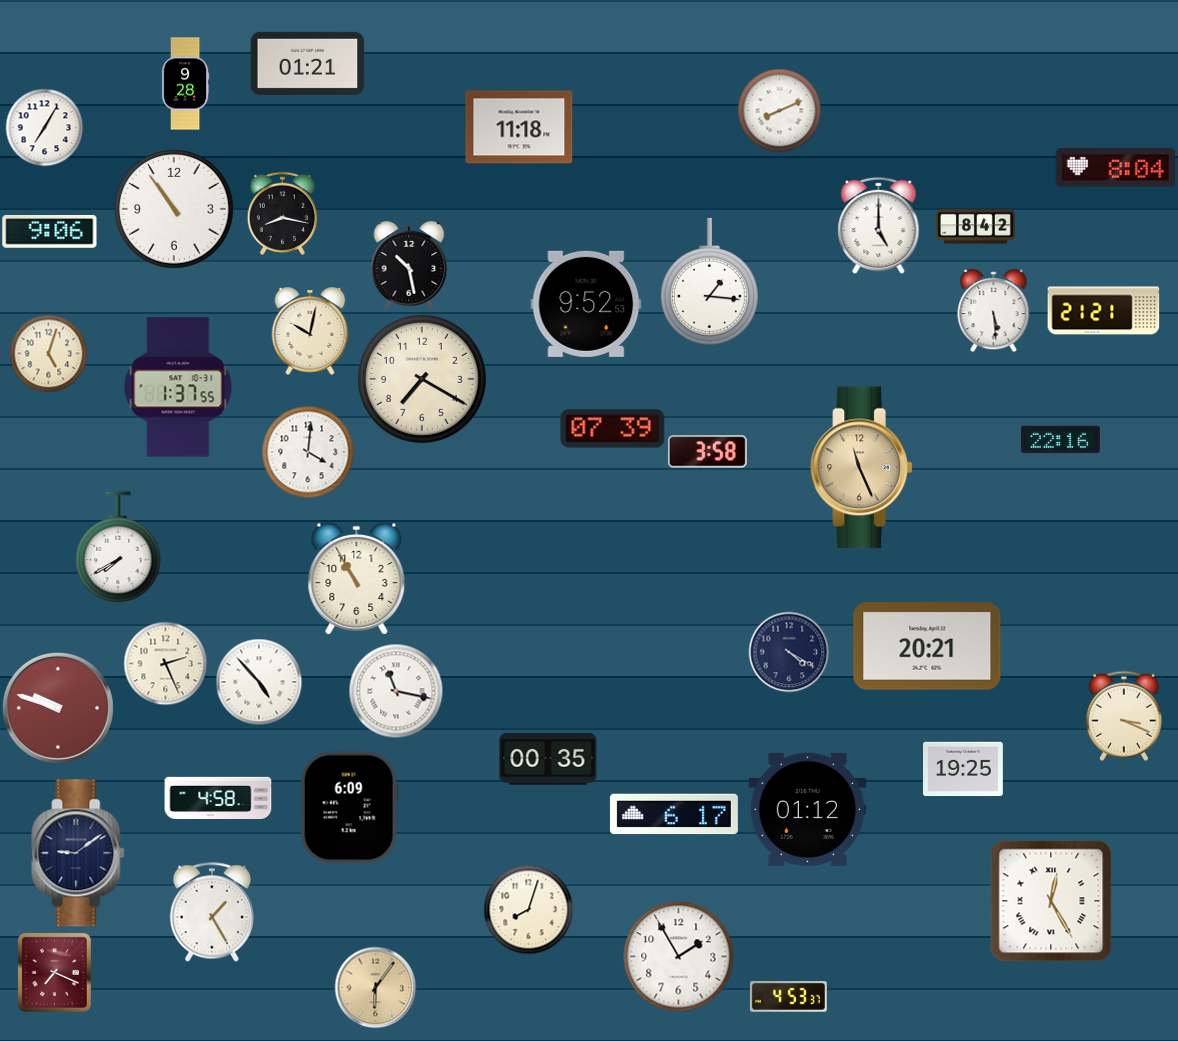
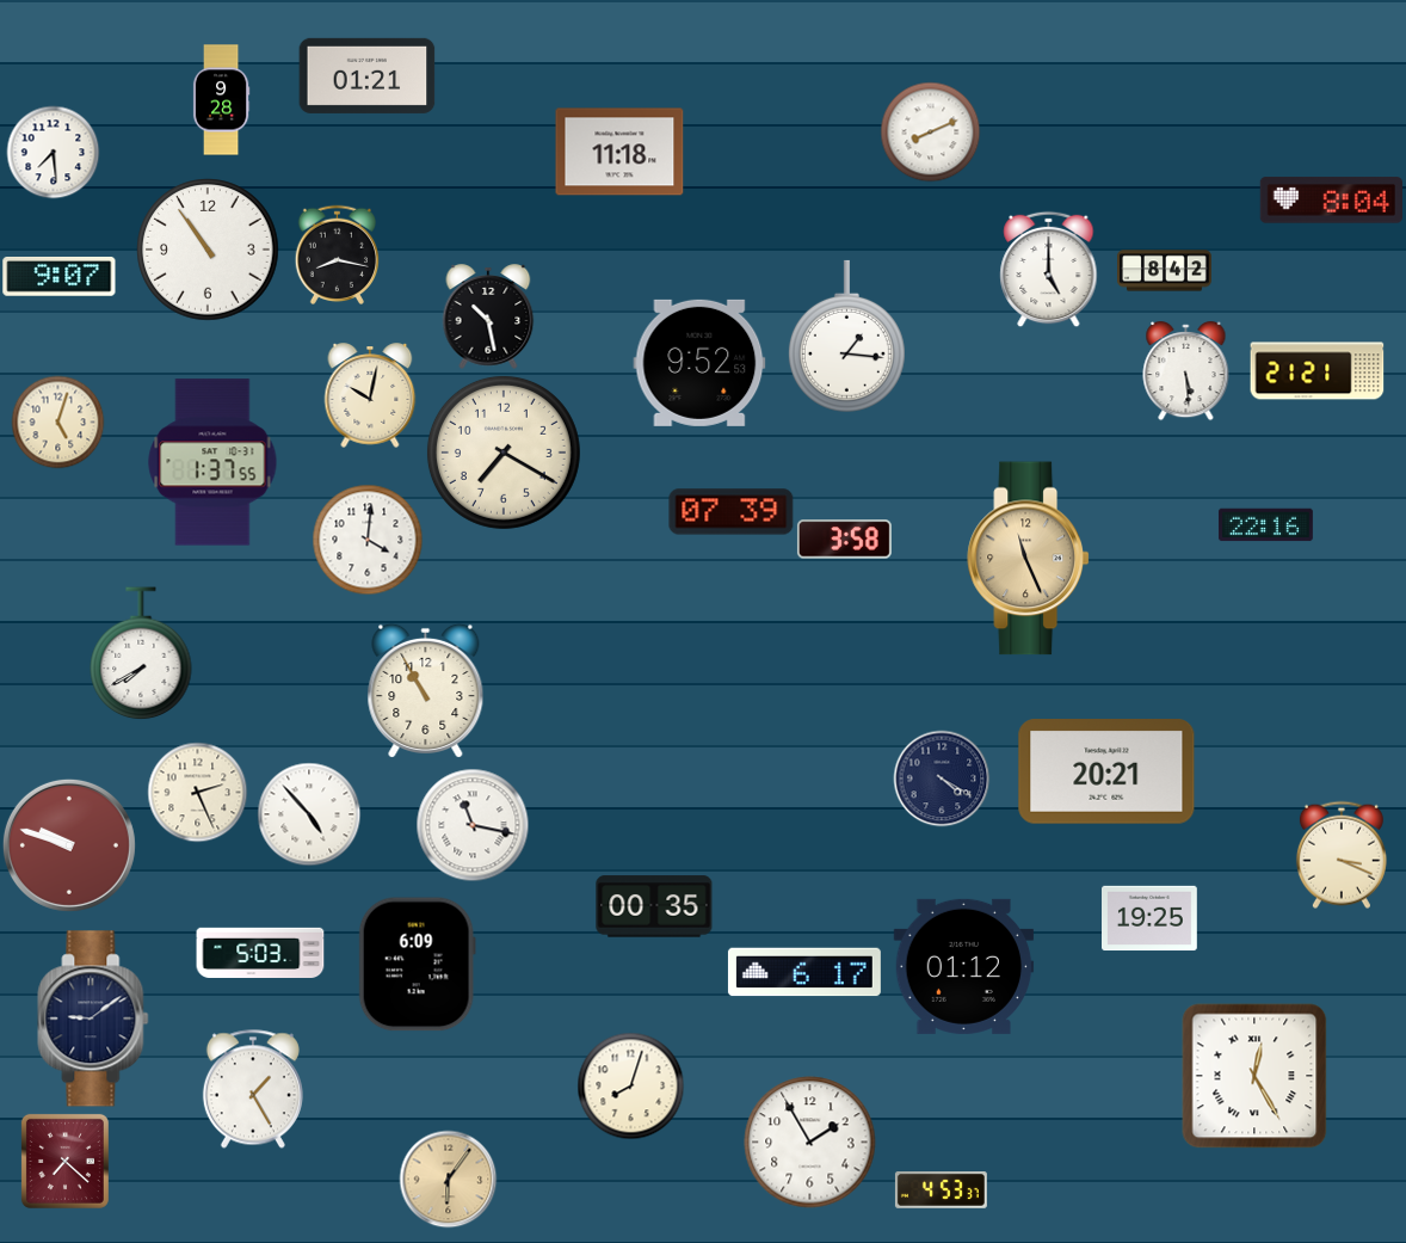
clock at (44, 127): 7:05 -> 7:29
clock at (50, 232): 9:06 -> 9:07
clock at (218, 797): 4:58 -> 5:03
clock at (54, 972): 7:19 -> 7:22
